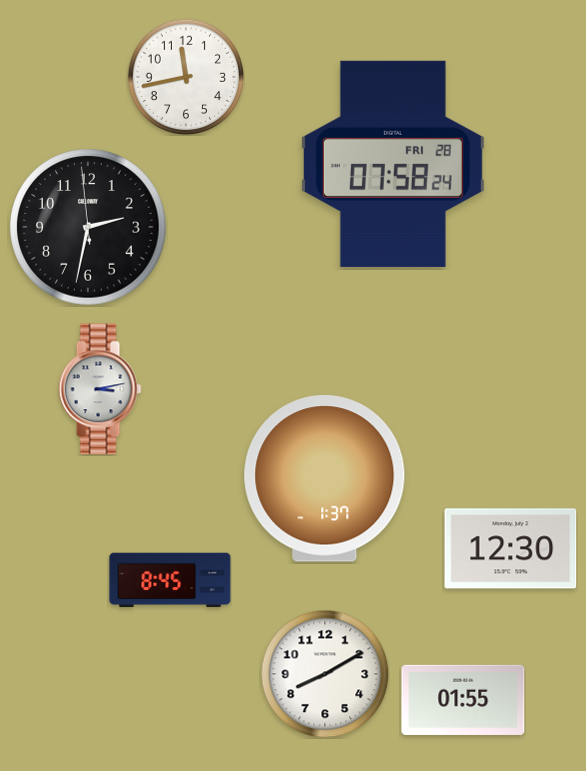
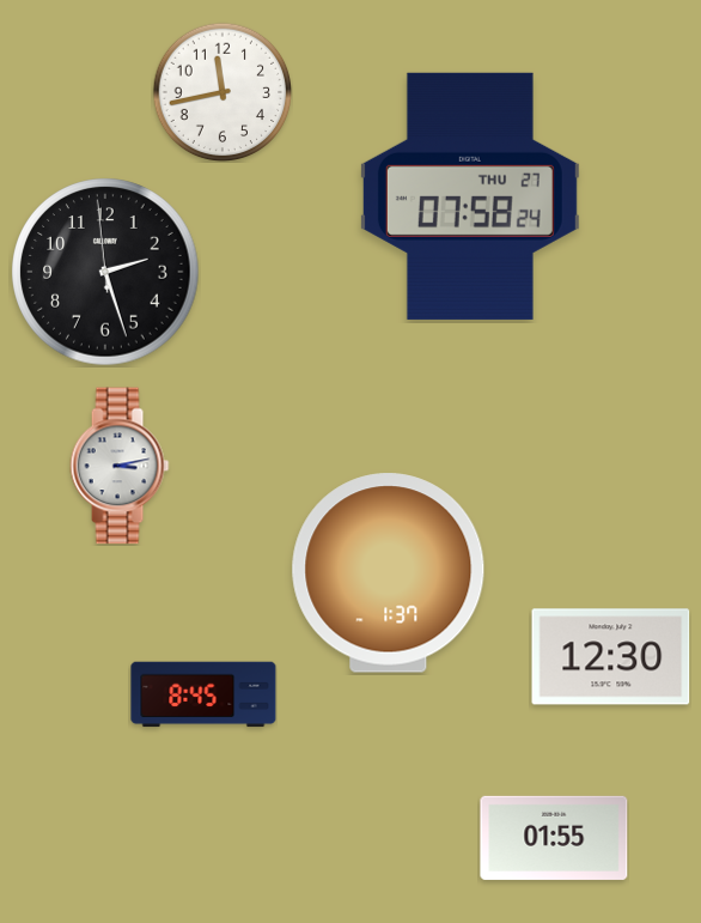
clock at (393, 164) date: FRI 28 -> THU 27
clock at (88, 227): 2:31 -> 2:26
clock at (325, 674): 8:10 -> none
